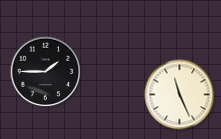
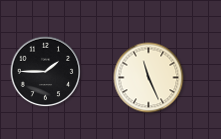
clock at (180, 95) position: (180, 95) -> (149, 78)
